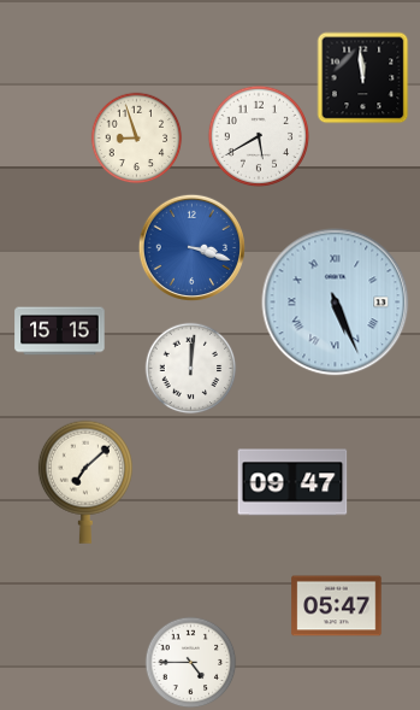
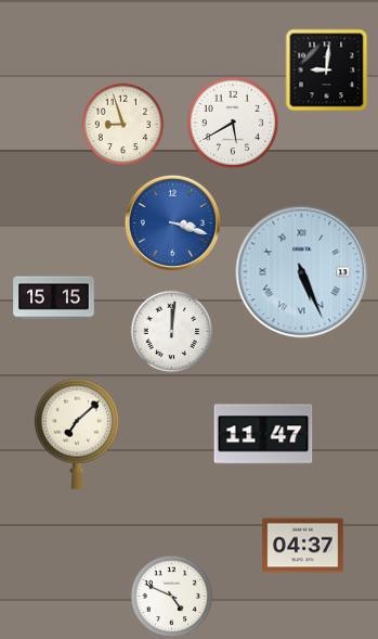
clock at (363, 78): 11:59 -> 9:01
clock at (292, 482): 09:47 -> 11:47
clock at (337, 606): 05:47 -> 04:37
clock at (191, 663): 4:45 -> 4:49
